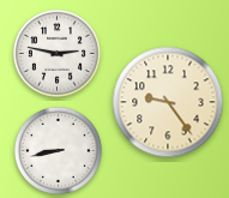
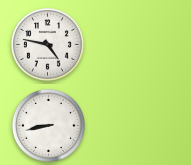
clock at (56, 53): 2:47 -> 4:47
clock at (168, 102): 9:24 -> none
